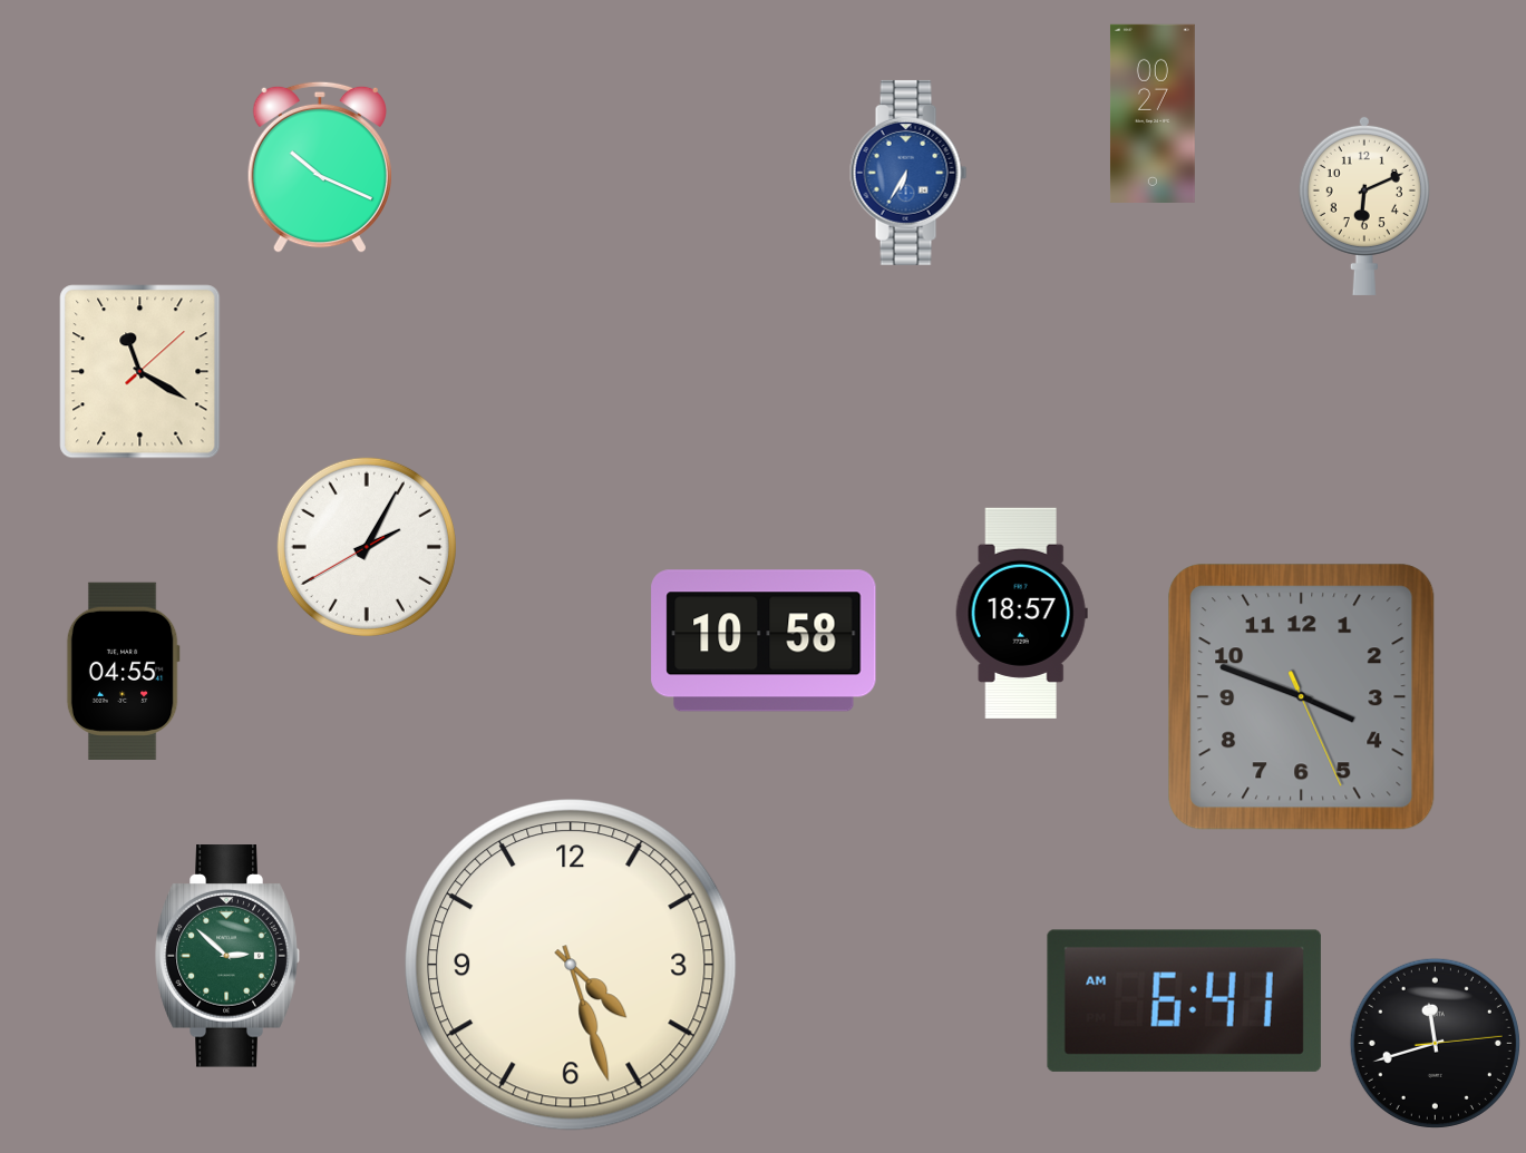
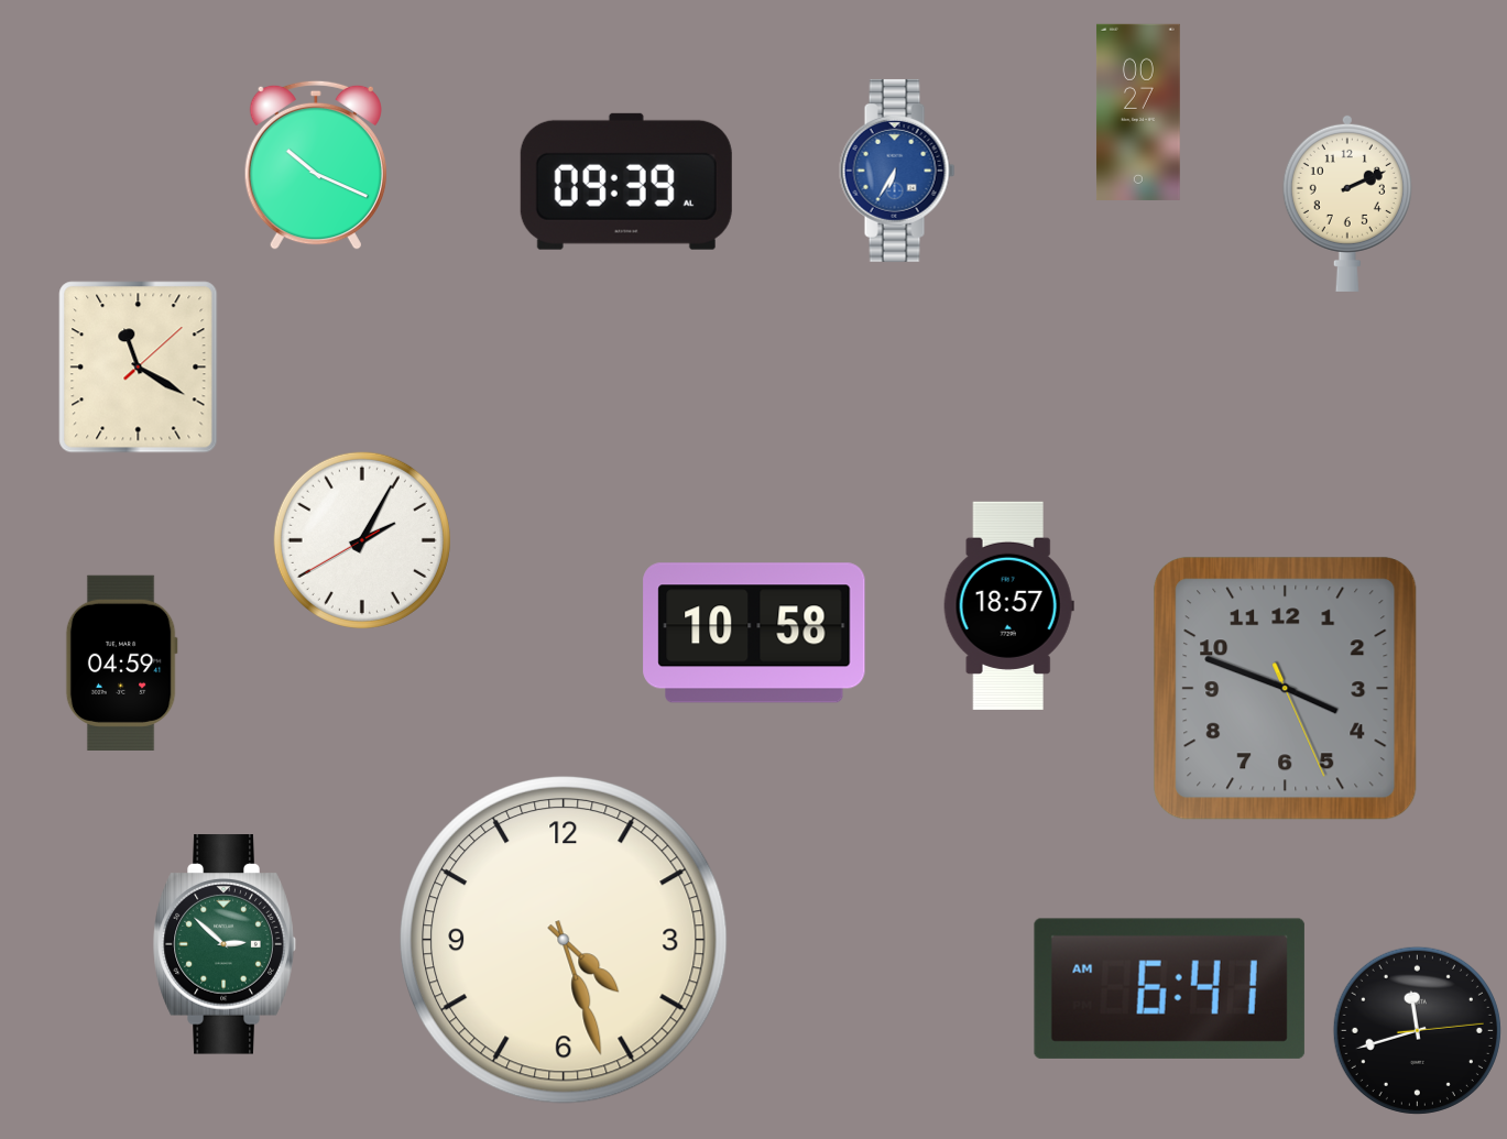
clock at (626, 182): none -> 09:39
clock at (1364, 205): 6:11 -> 2:11
clock at (123, 671): 04:55 -> 04:59
clock at (572, 966) position: (572, 966) -> (565, 941)
